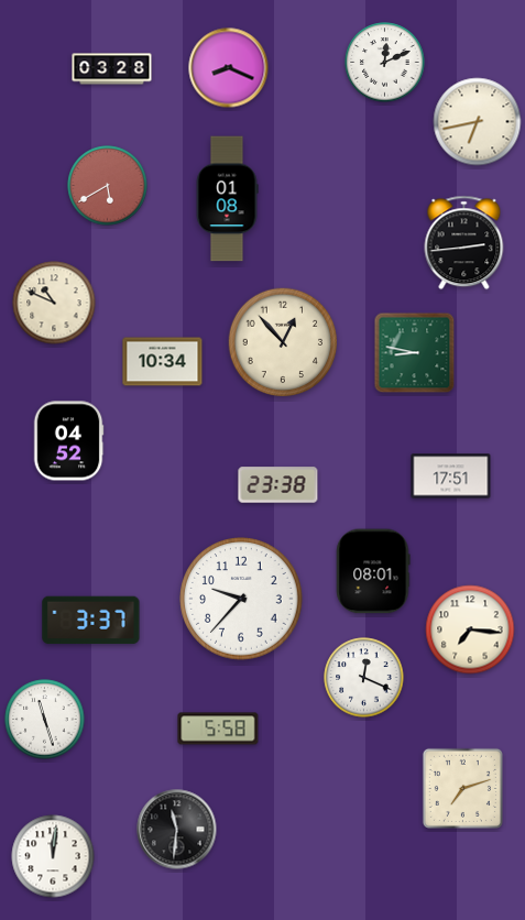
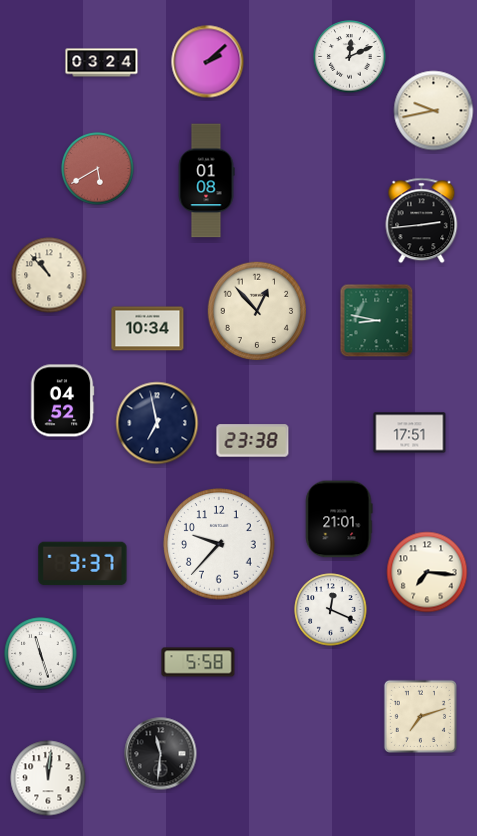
clock at (229, 68): 8:19 -> 2:08
clock at (112, 69): 03:28 -> 03:24
clock at (478, 122): 6:43 -> 9:43
clock at (54, 303): 10:49 -> 10:53
clock at (157, 423): none -> 6:58
clock at (373, 571): 08:01 -> 21:01
clock at (364, 678) position: (364, 678) -> (331, 610)
